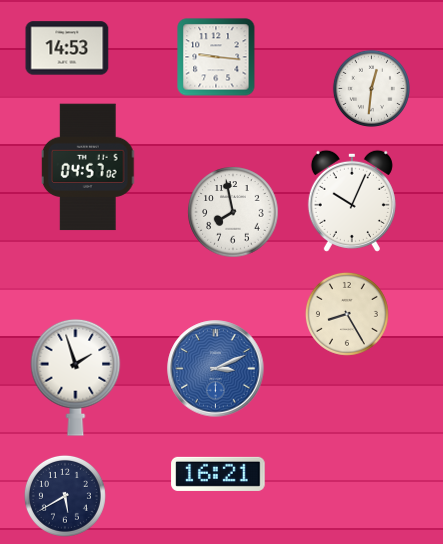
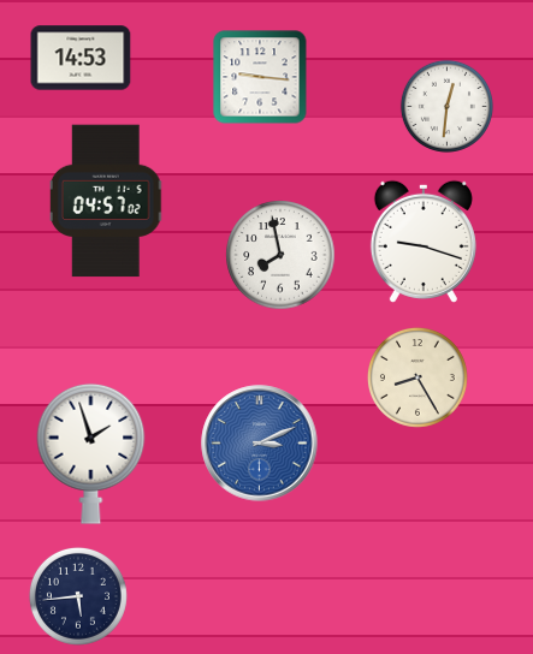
clock at (216, 57) position: (216, 57) -> (260, 77)
clock at (352, 201): 10:04 -> 9:18
clock at (218, 474): 16:21 -> none
clock at (65, 496): 5:40 -> 5:44
